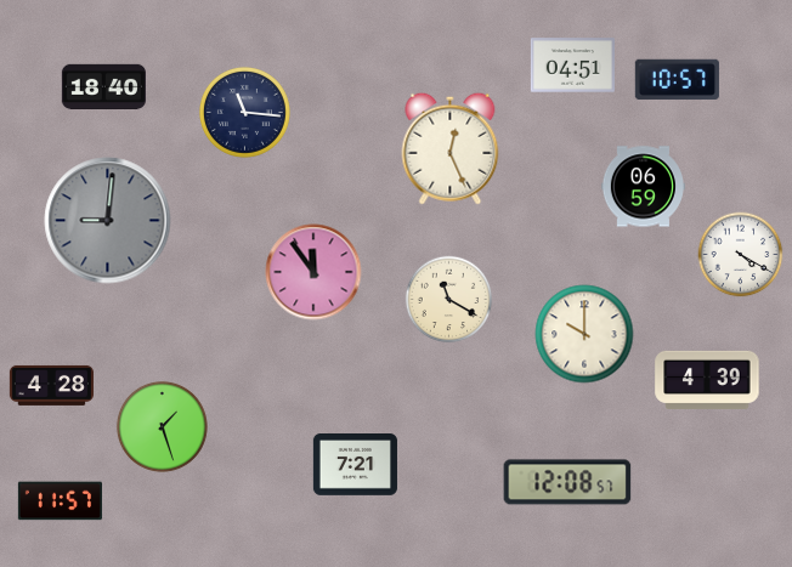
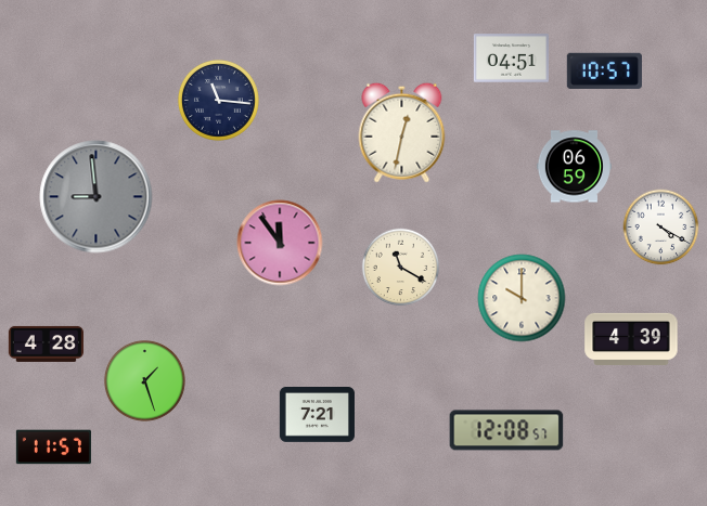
clock at (103, 86): 18:40 -> none
clock at (451, 148): 12:26 -> 12:32
clock at (108, 221): 9:01 -> 8:59
